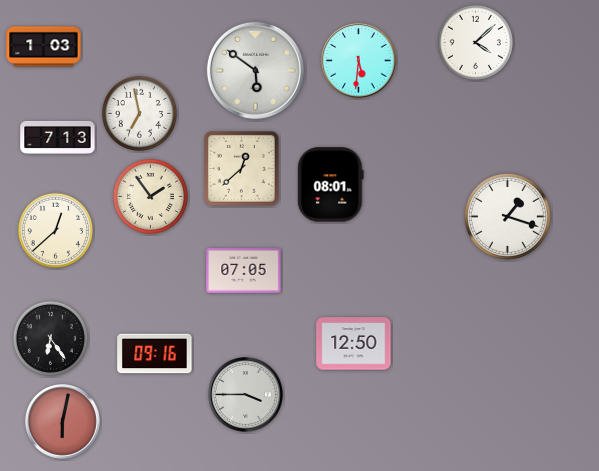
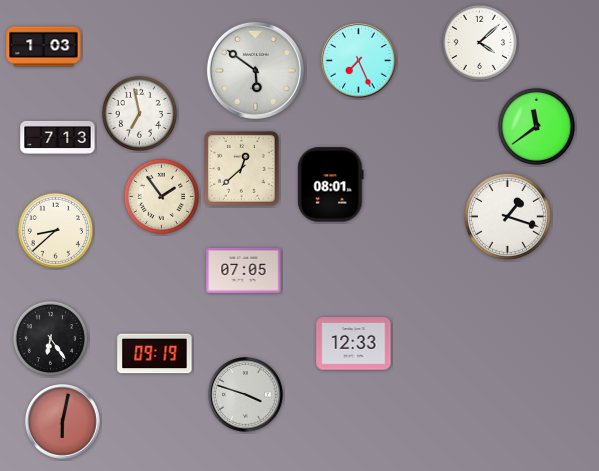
clock at (475, 42) position: (475, 42) -> (479, 42)
clock at (359, 61): 5:31 -> 7:26
clock at (536, 126): none -> 11:39
clock at (150, 196) position: (150, 196) -> (161, 196)
clock at (55, 230): 12:38 -> 8:38
clock at (354, 344): 12:50 -> 12:33
clock at (155, 354): 09:16 -> 09:19
clock at (246, 395): 3:45 -> 3:48
